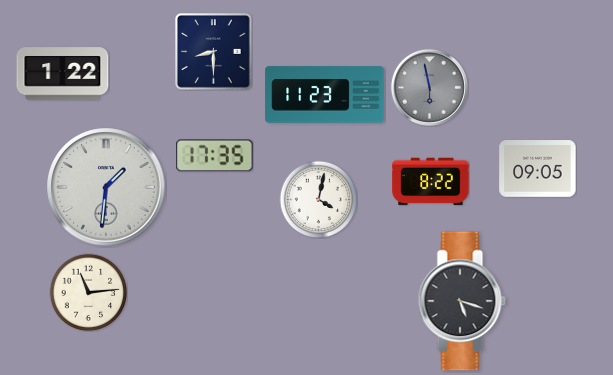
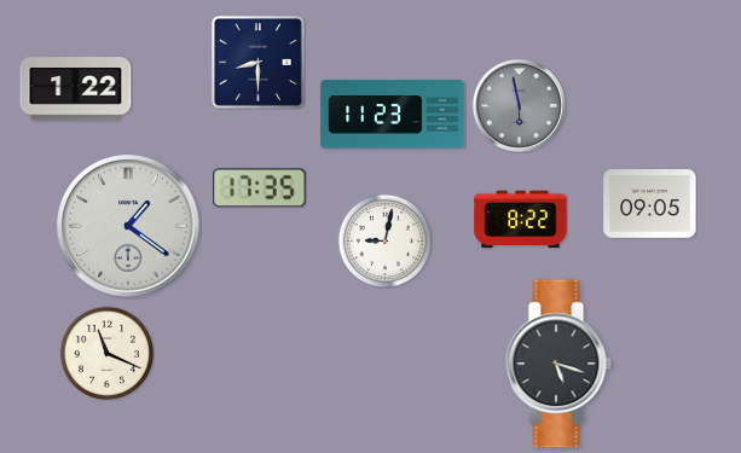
clock at (106, 187): 1:31 -> 1:21
clock at (318, 199): 4:02 -> 9:02
clock at (88, 292): 11:14 -> 11:19
